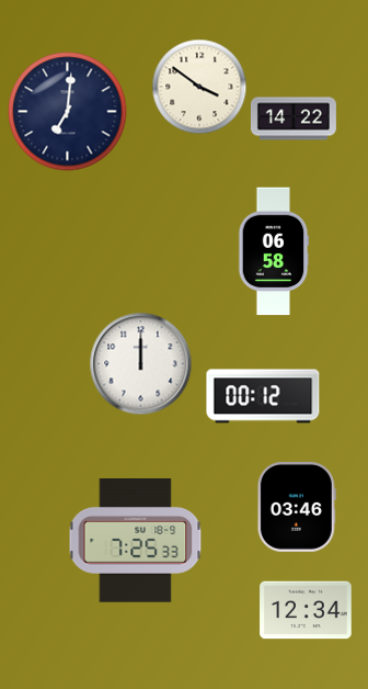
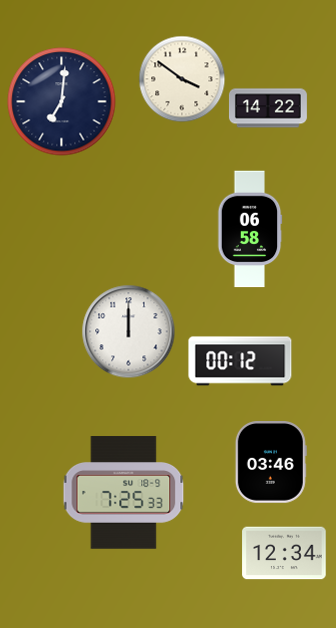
clock at (306, 610) position: (306, 610) -> (284, 553)
